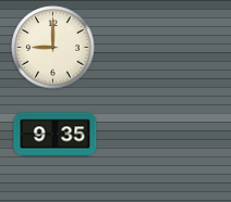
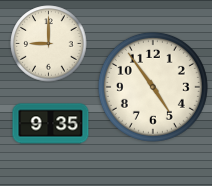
clock at (153, 87): none -> 4:54
